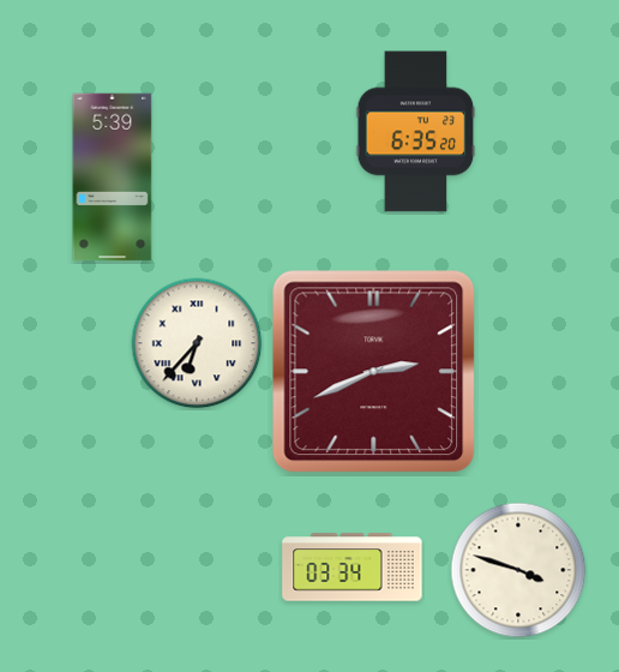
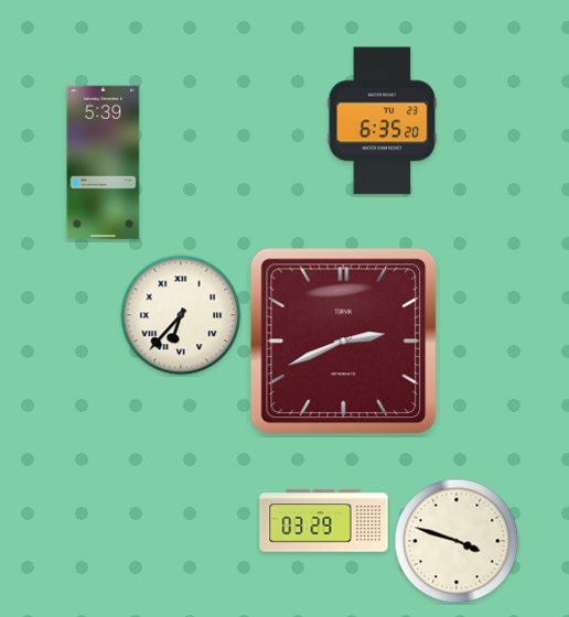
clock at (353, 568): 03:34 -> 03:29
clock at (518, 570) position: (518, 570) -> (457, 541)
